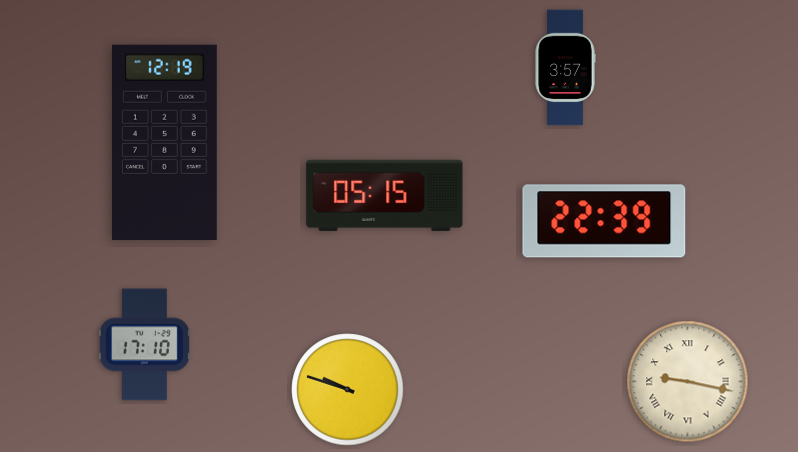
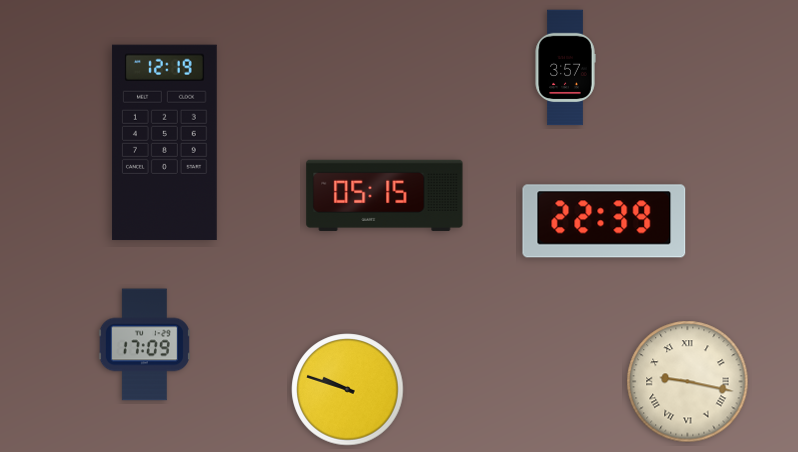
clock at (144, 345): 17:10 -> 17:09
